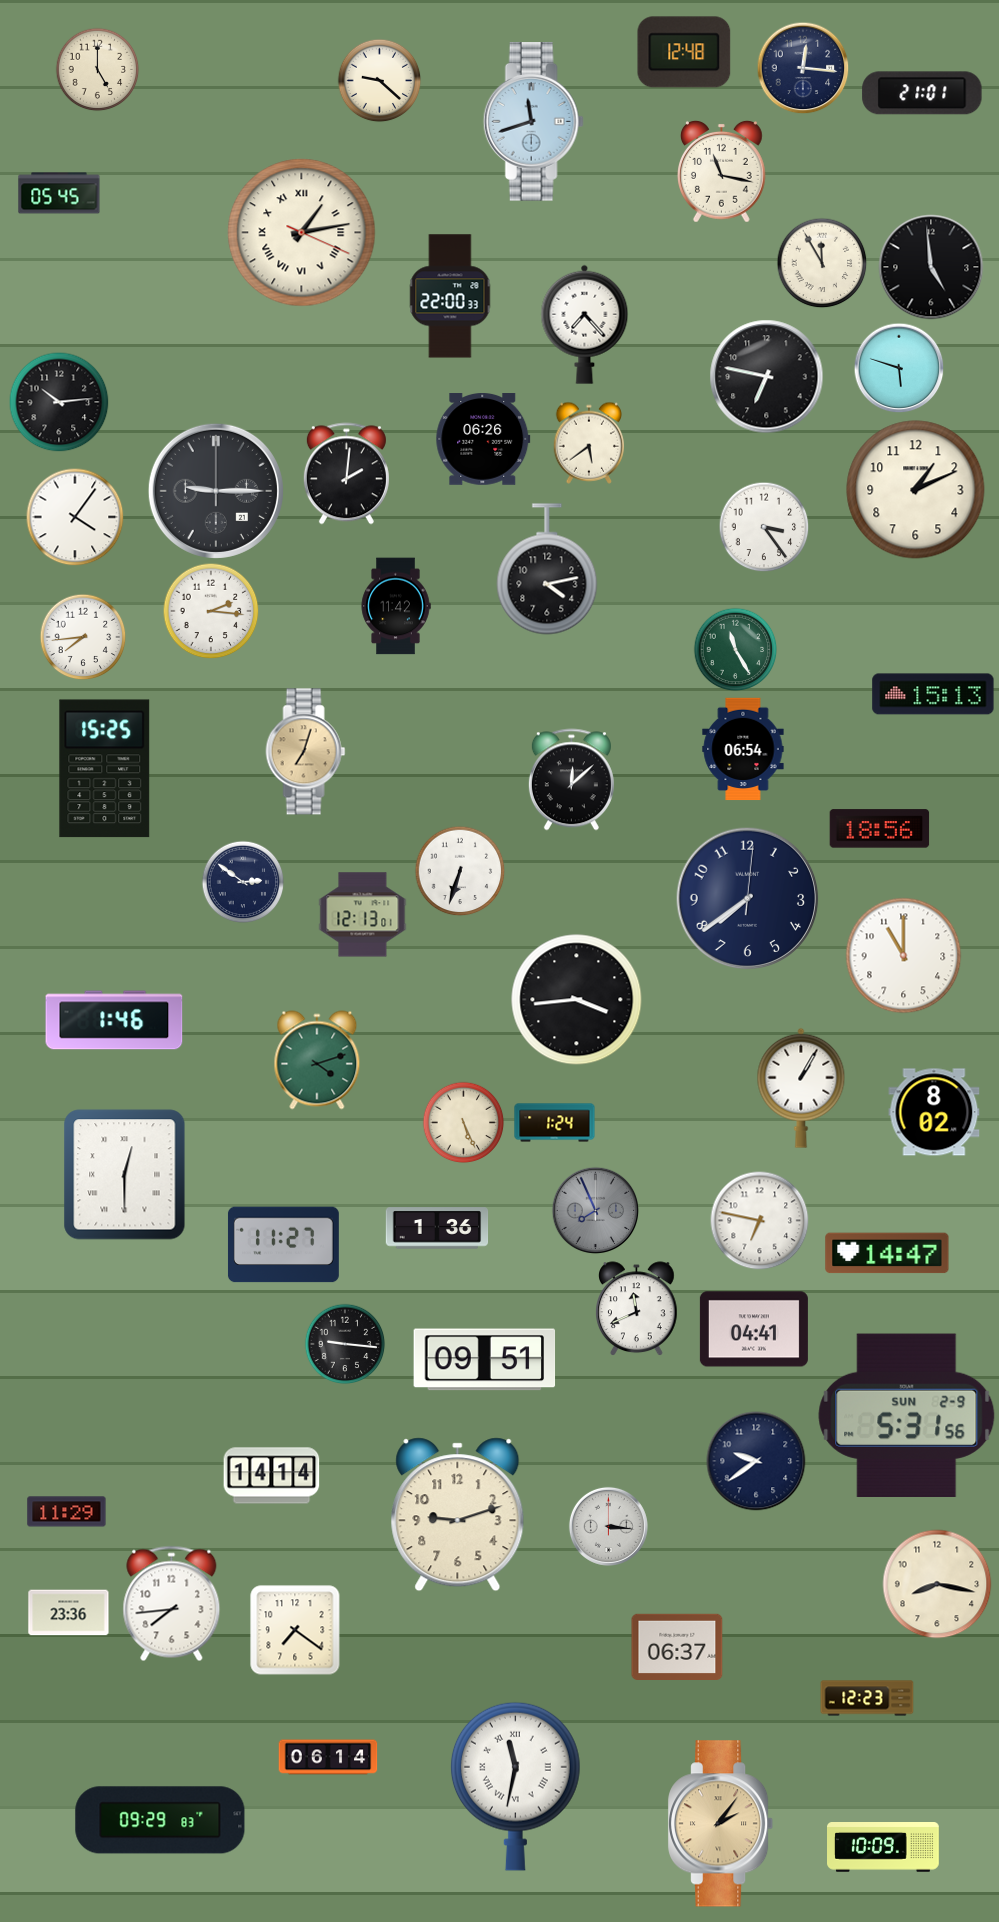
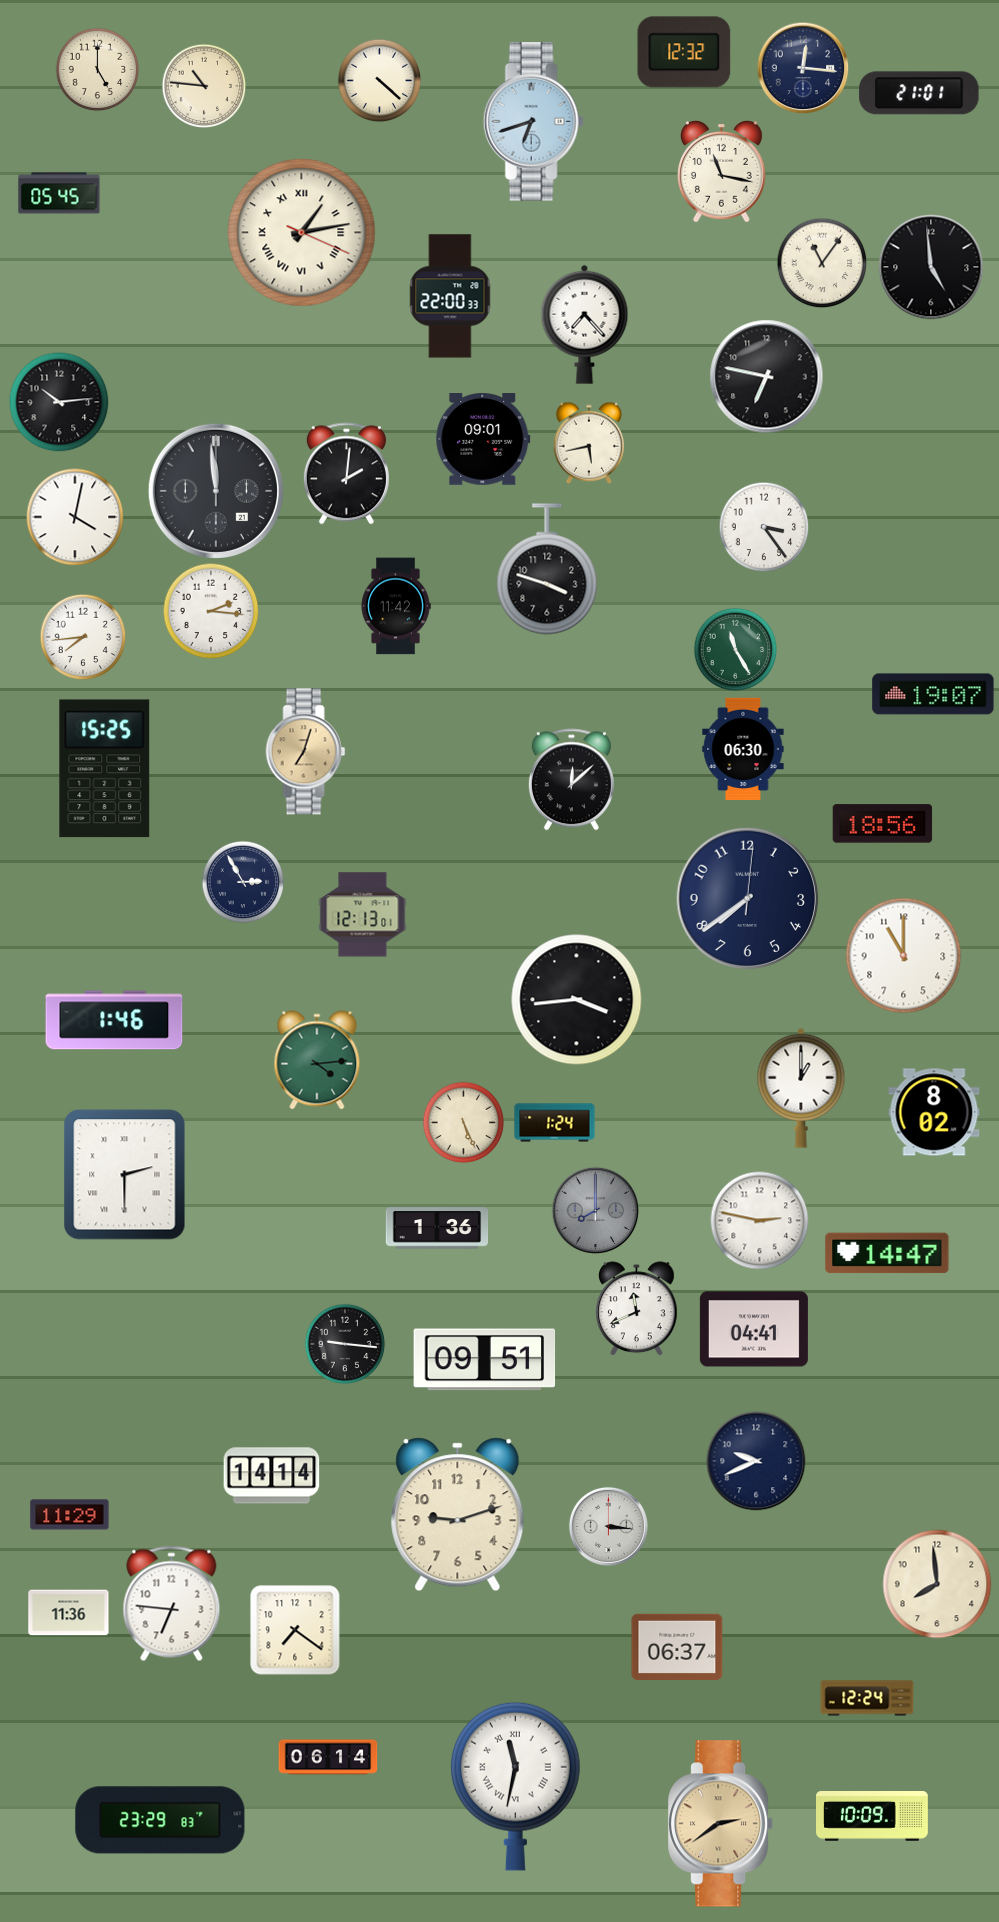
clock at (684, 52): 12:48 -> 12:32
clock at (379, 80): 9:22 -> 4:22
clock at (204, 86): none -> 10:46
clock at (922, 93) position: (922, 93) -> (919, 93)
clock at (533, 122): 11:42 -> 6:42
clock at (822, 263): 11:55 -> 11:06
clock at (899, 368): 5:48 -> none
clock at (483, 440): 06:26 -> 09:01
clock at (589, 443): 5:39 -> 5:43
clock at (916, 490): 1:11 -> none
clock at (216, 491): 9:15 -> 11:59
clock at (75, 517): 4:06 -> 4:02
clock at (547, 569): 4:13 -> 3:48
clock at (933, 694): 15:13 -> 19:07
clock at (743, 749): 06:54 -> 06:30
clock at (880, 829) position: (880, 829) -> (883, 824)
clock at (460, 871): 6:33 -> none
clock at (243, 882): 2:51 -> 2:55
clock at (317, 1060): 4:12 -> 4:14
clock at (801, 1088): 1:05 -> 1:00
clock at (125, 1175): 12:30 -> 2:30
clock at (595, 1210): 7:56 -> 8:00
clock at (760, 1221): 6:47 -> 2:47
clock at (283, 1245): 11:27 -> none
clock at (907, 1415): 5:31 -> none
clock at (756, 1461): 9:39 -> 9:41
clock at (67, 1512) position: (67, 1512) -> (70, 1515)
clock at (937, 1584): 8:17 -> 7:59
clock at (172, 1604): 7:44 -> 6:46
clock at (69, 1613): 23:36 -> 11:36
clock at (867, 1698): 12:23 -> 12:24
clock at (160, 1820): 09:29 -> 23:29
clock at (721, 1824): 2:06 -> 2:39
clock at (884, 1848) position: (884, 1848) -> (873, 1817)
